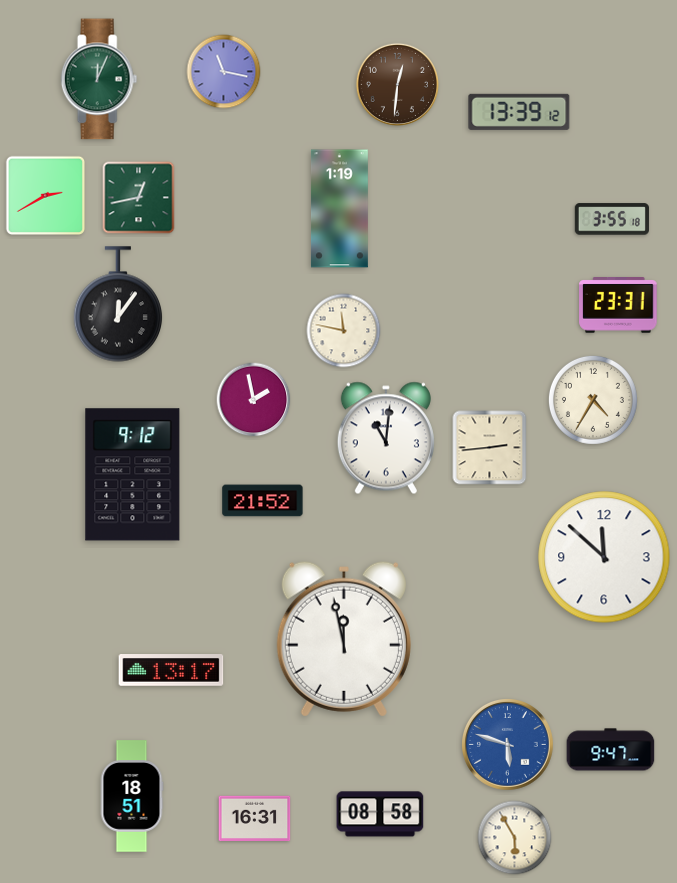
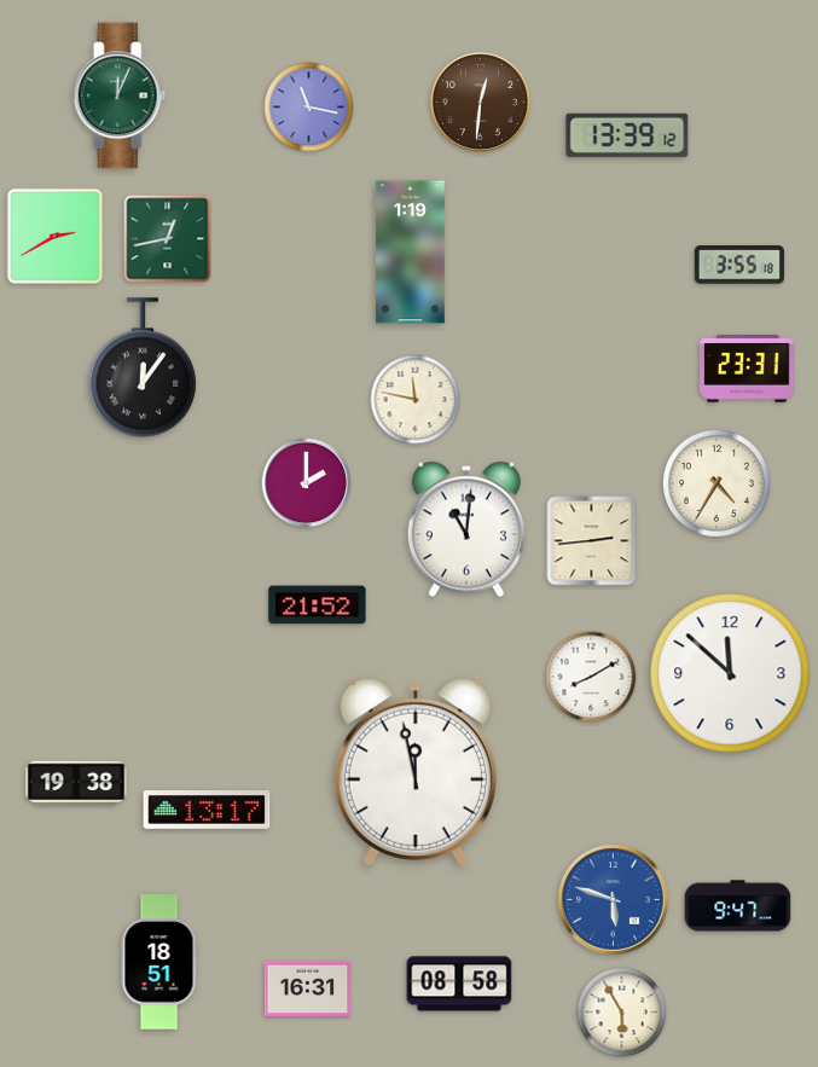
clock at (224, 72) position: (224, 72) -> (309, 108)
clock at (254, 400): 1:58 -> 2:00
clock at (133, 475): 9:12 -> none
clock at (591, 677): none -> 8:10
clock at (76, 783): none -> 19:38
